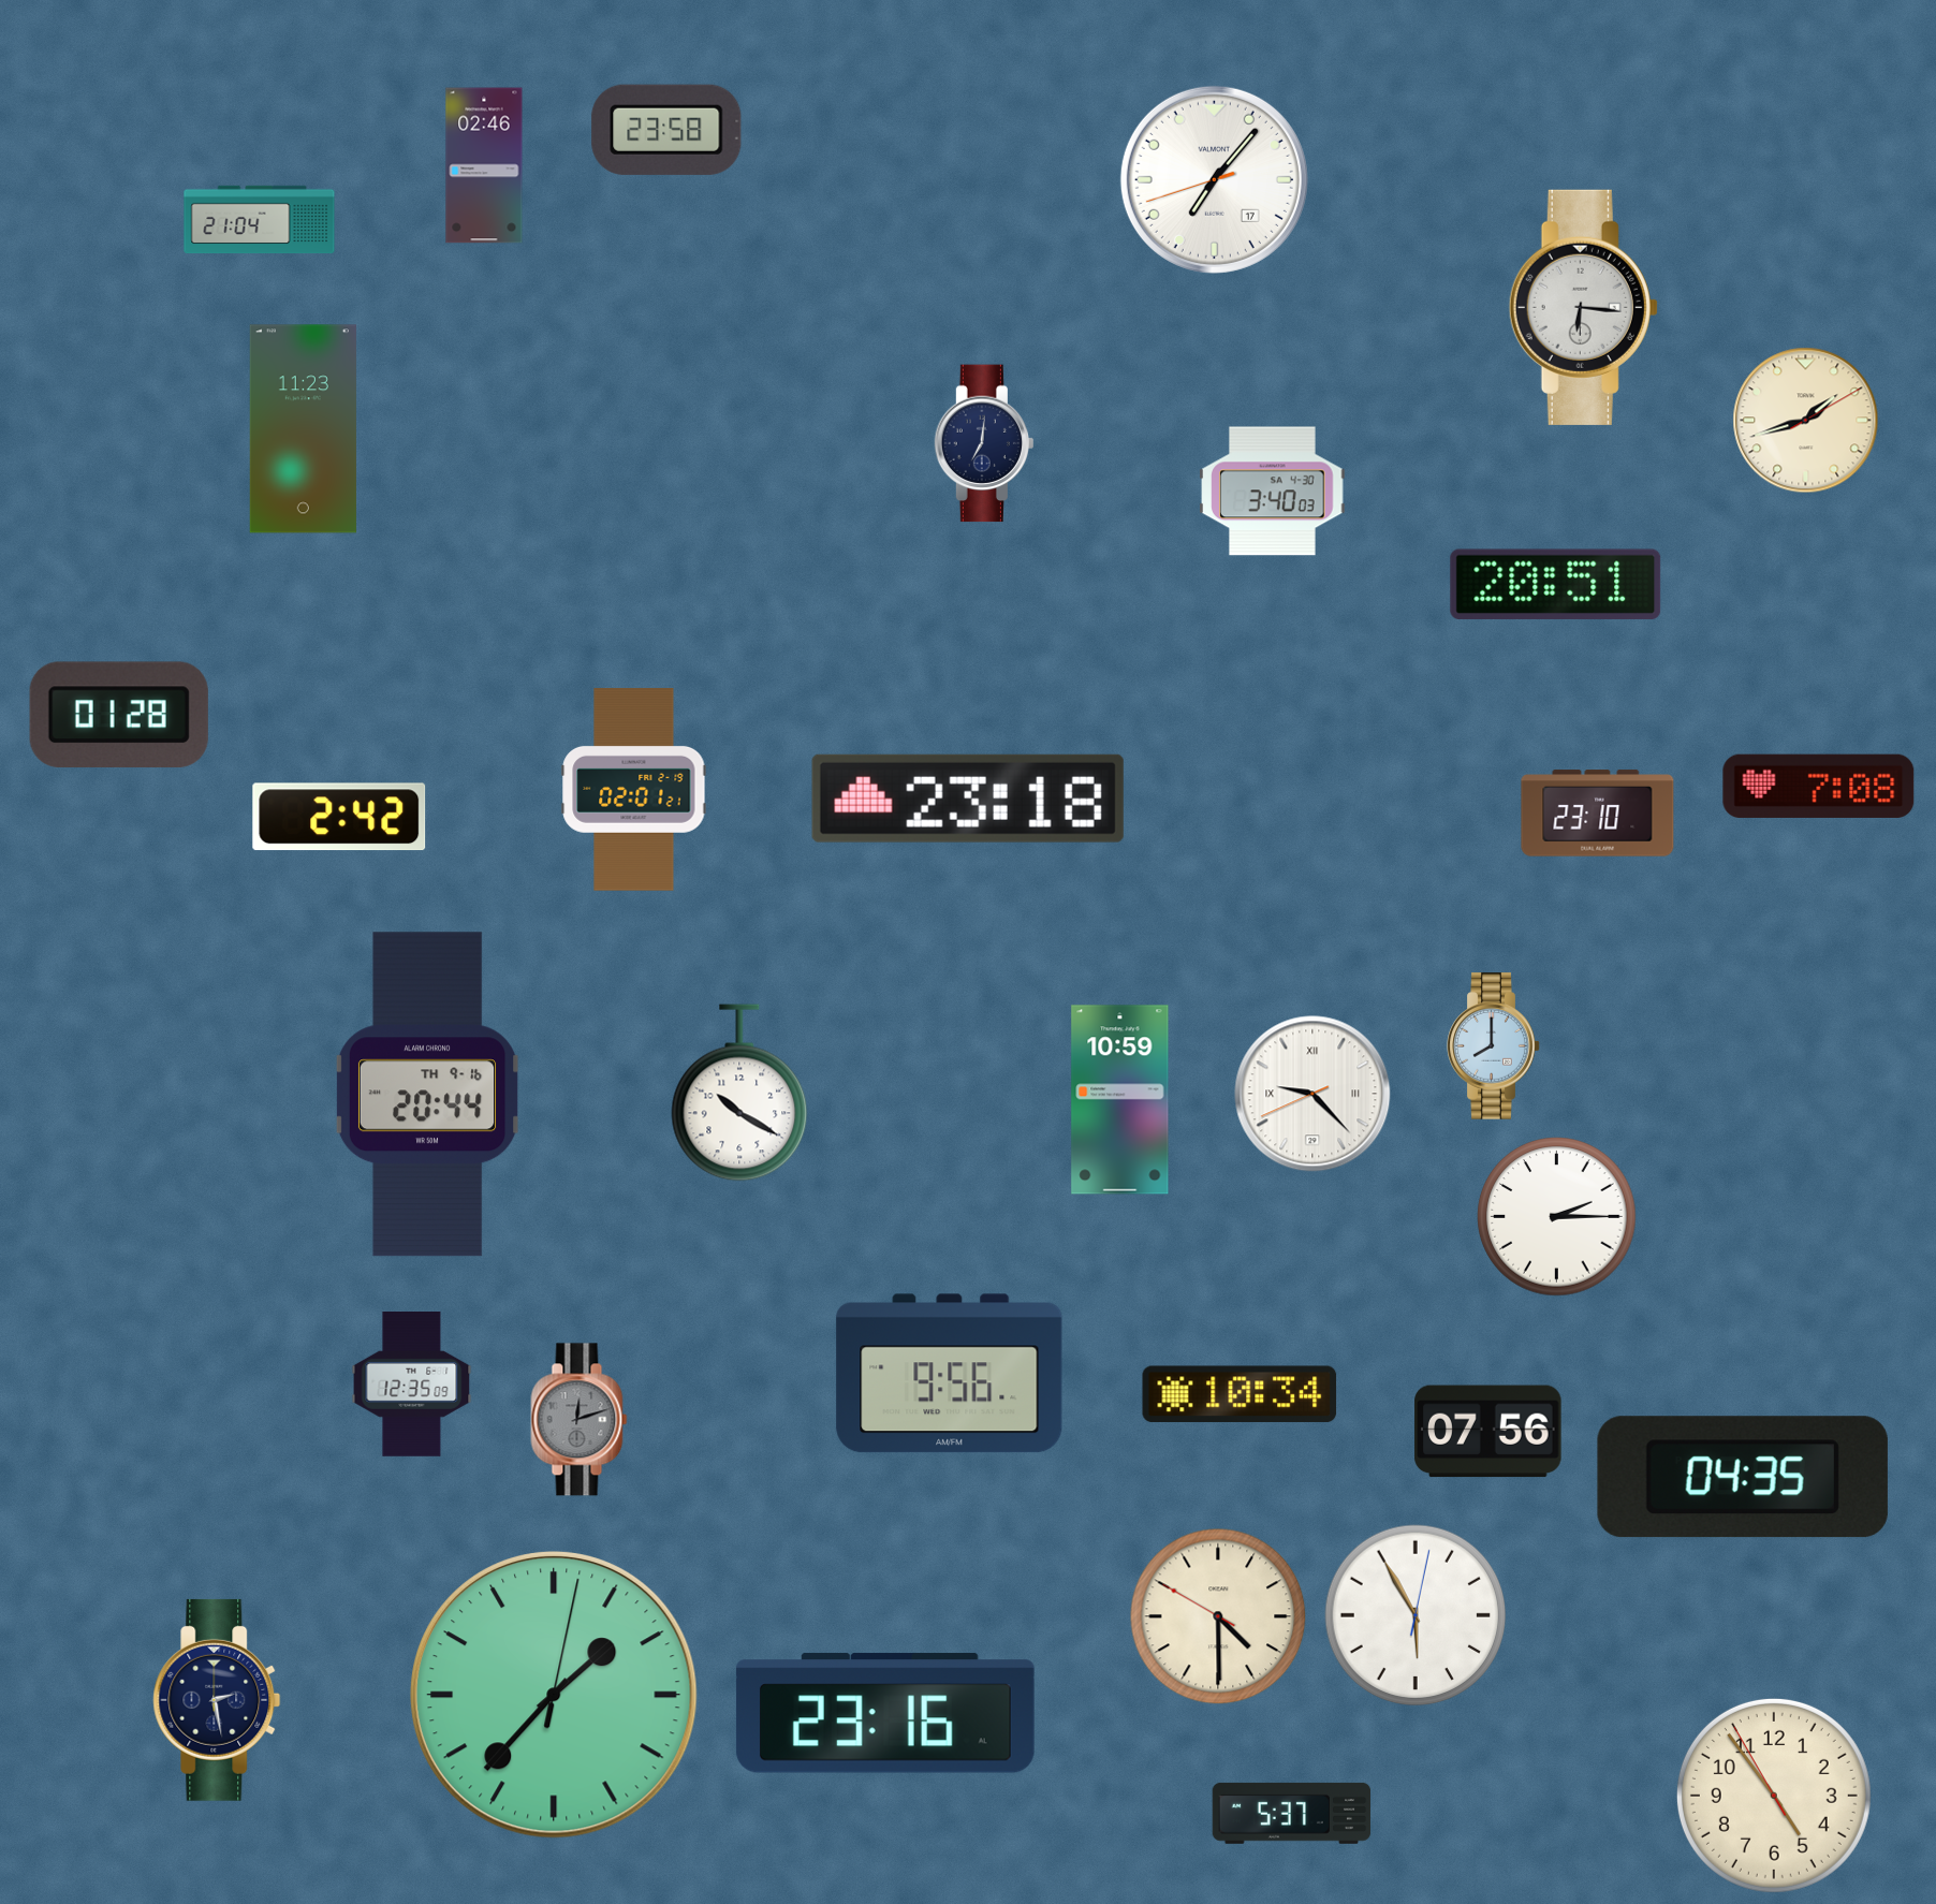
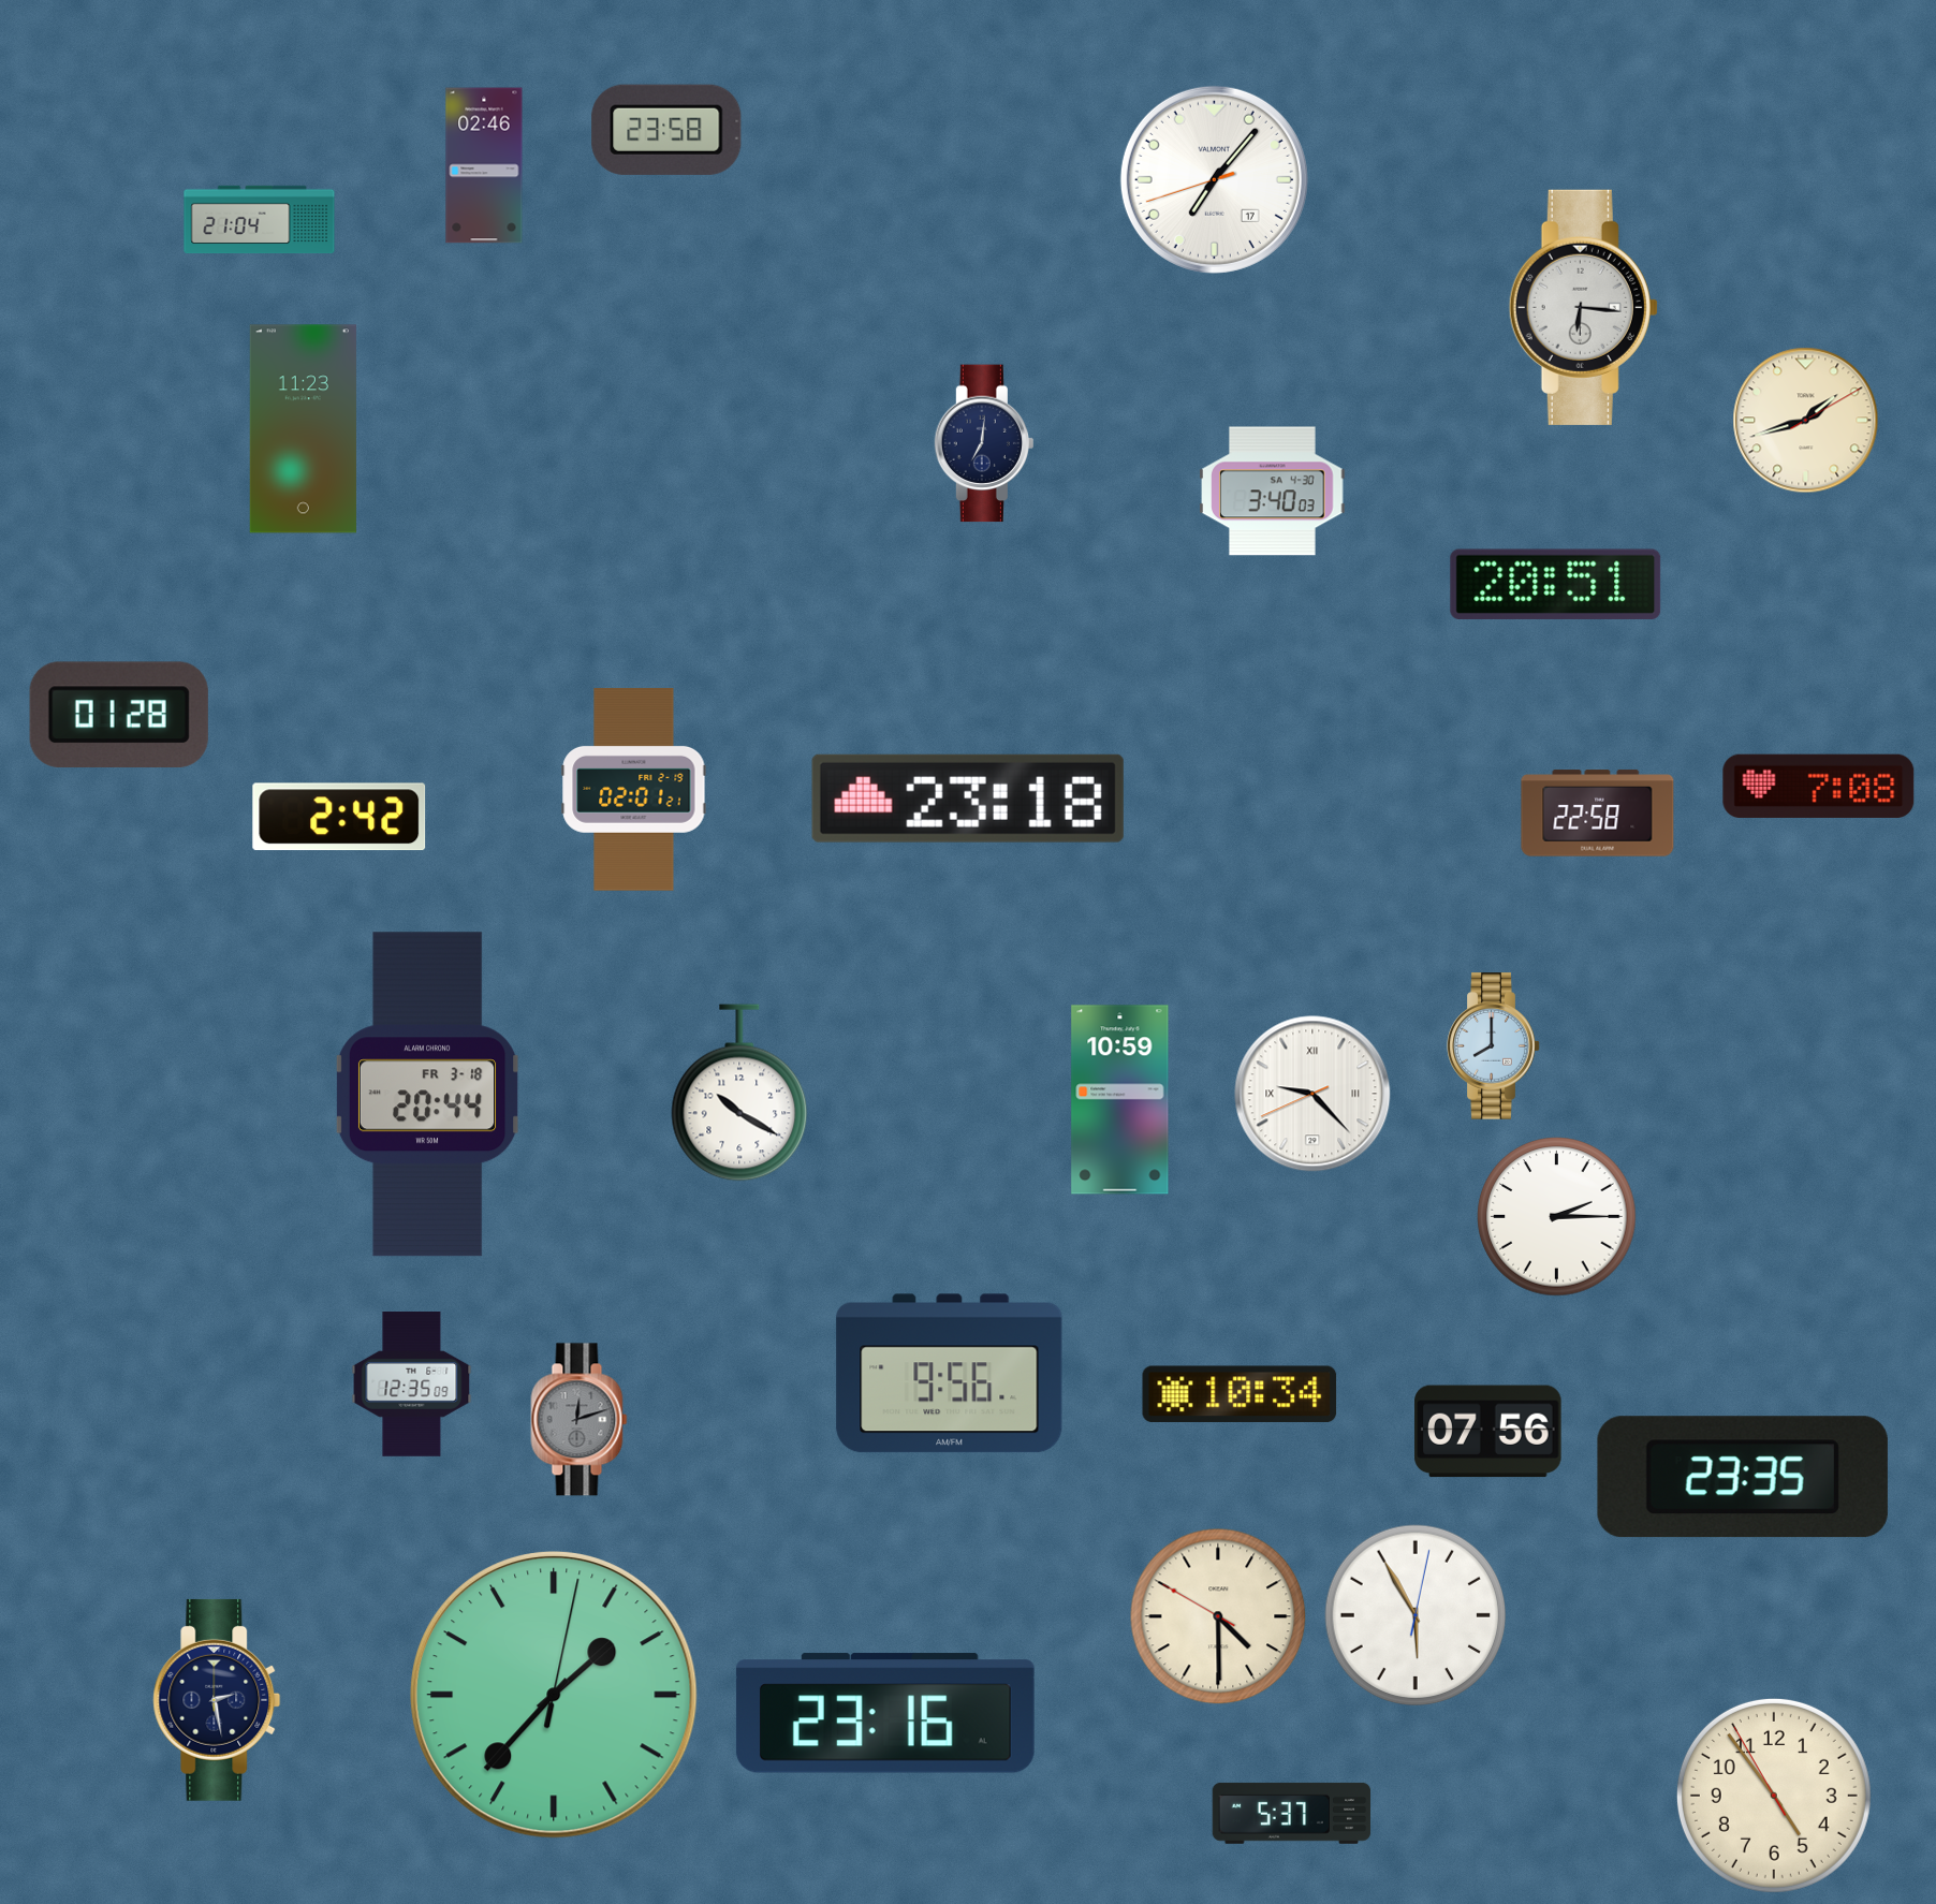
clock at (1598, 814): 23:10 -> 22:58
clock at (427, 1095) date: TH 9-16 -> FR 3-18
clock at (1743, 1477): 04:35 -> 23:35
